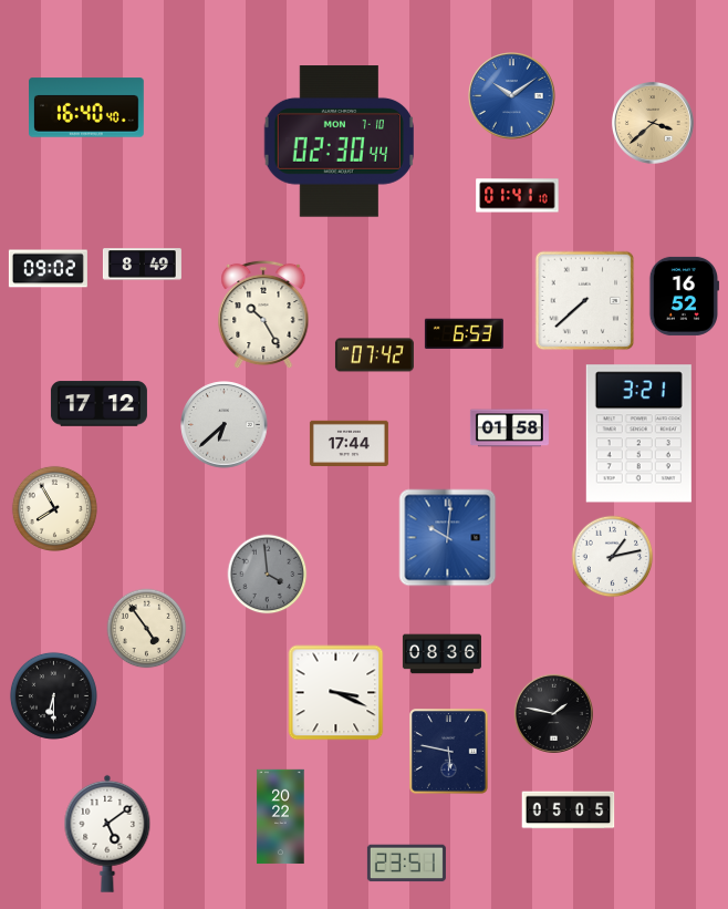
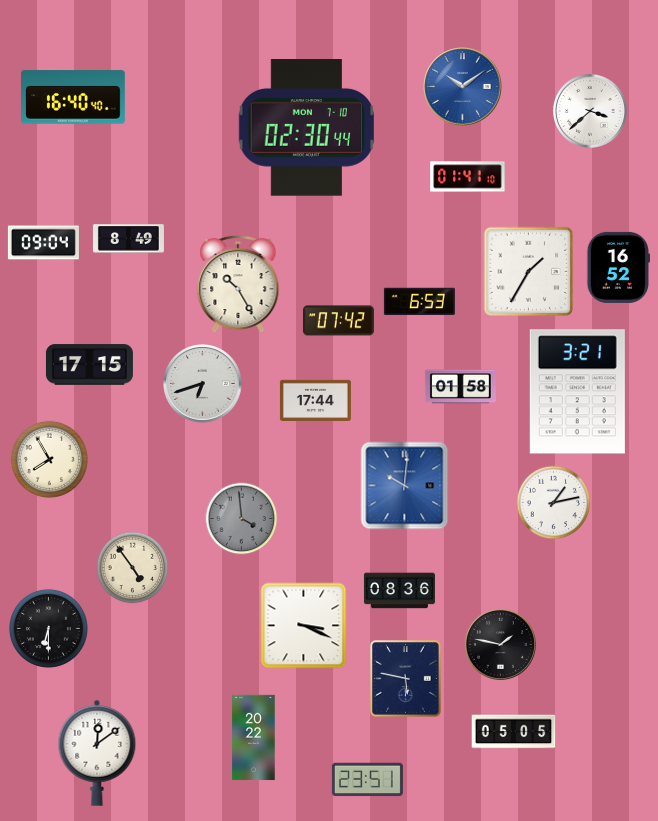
clock at (87, 107) position: (87, 107) -> (74, 97)
clock at (653, 123) dial: champagne -> white
clock at (48, 269): 09:02 -> 09:04
clock at (585, 301): 7:38 -> 1:35
clock at (98, 404): 17:12 -> 17:15
clock at (225, 425): 6:38 -> 6:42
clock at (107, 834): 5:09 -> 12:09
